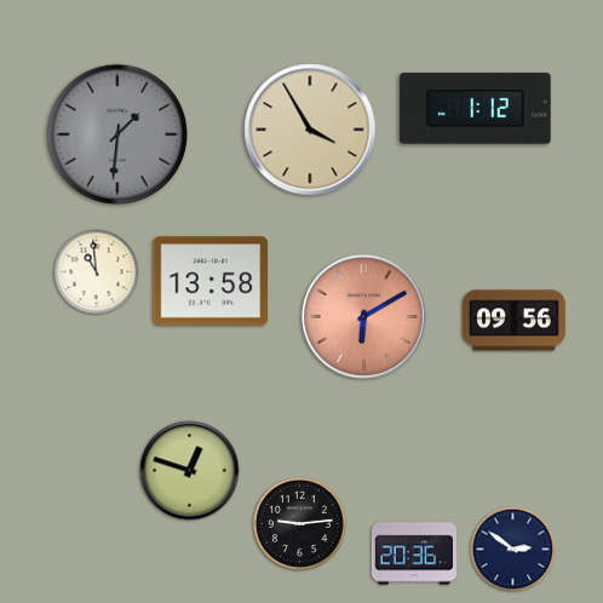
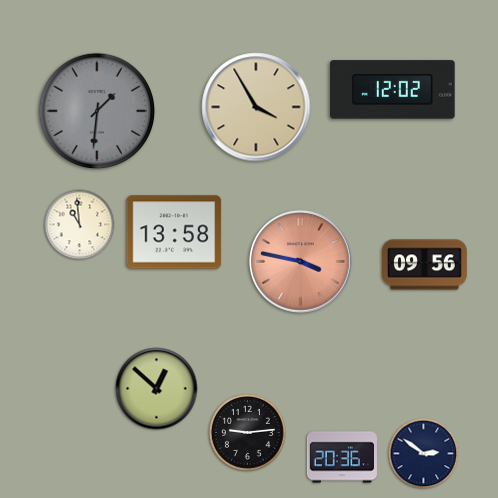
clock at (476, 109): 1:12 -> 12:02
clock at (363, 316): 6:10 -> 3:47
clock at (190, 471): 12:48 -> 12:52
